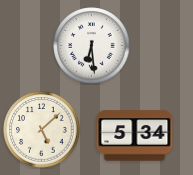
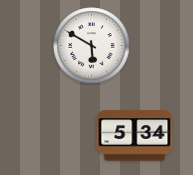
clock at (92, 46): 6:29 -> 5:50
clock at (42, 130): 5:08 -> none
